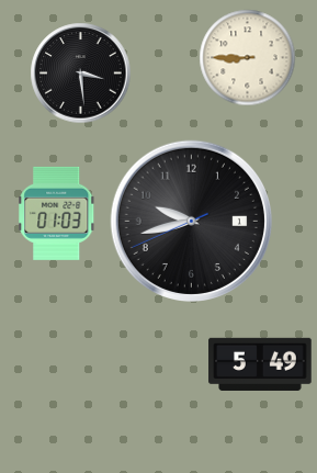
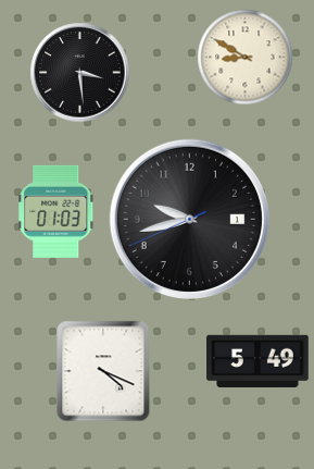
clock at (247, 57): 8:45 -> 8:50
clock at (103, 371): none -> 4:19
